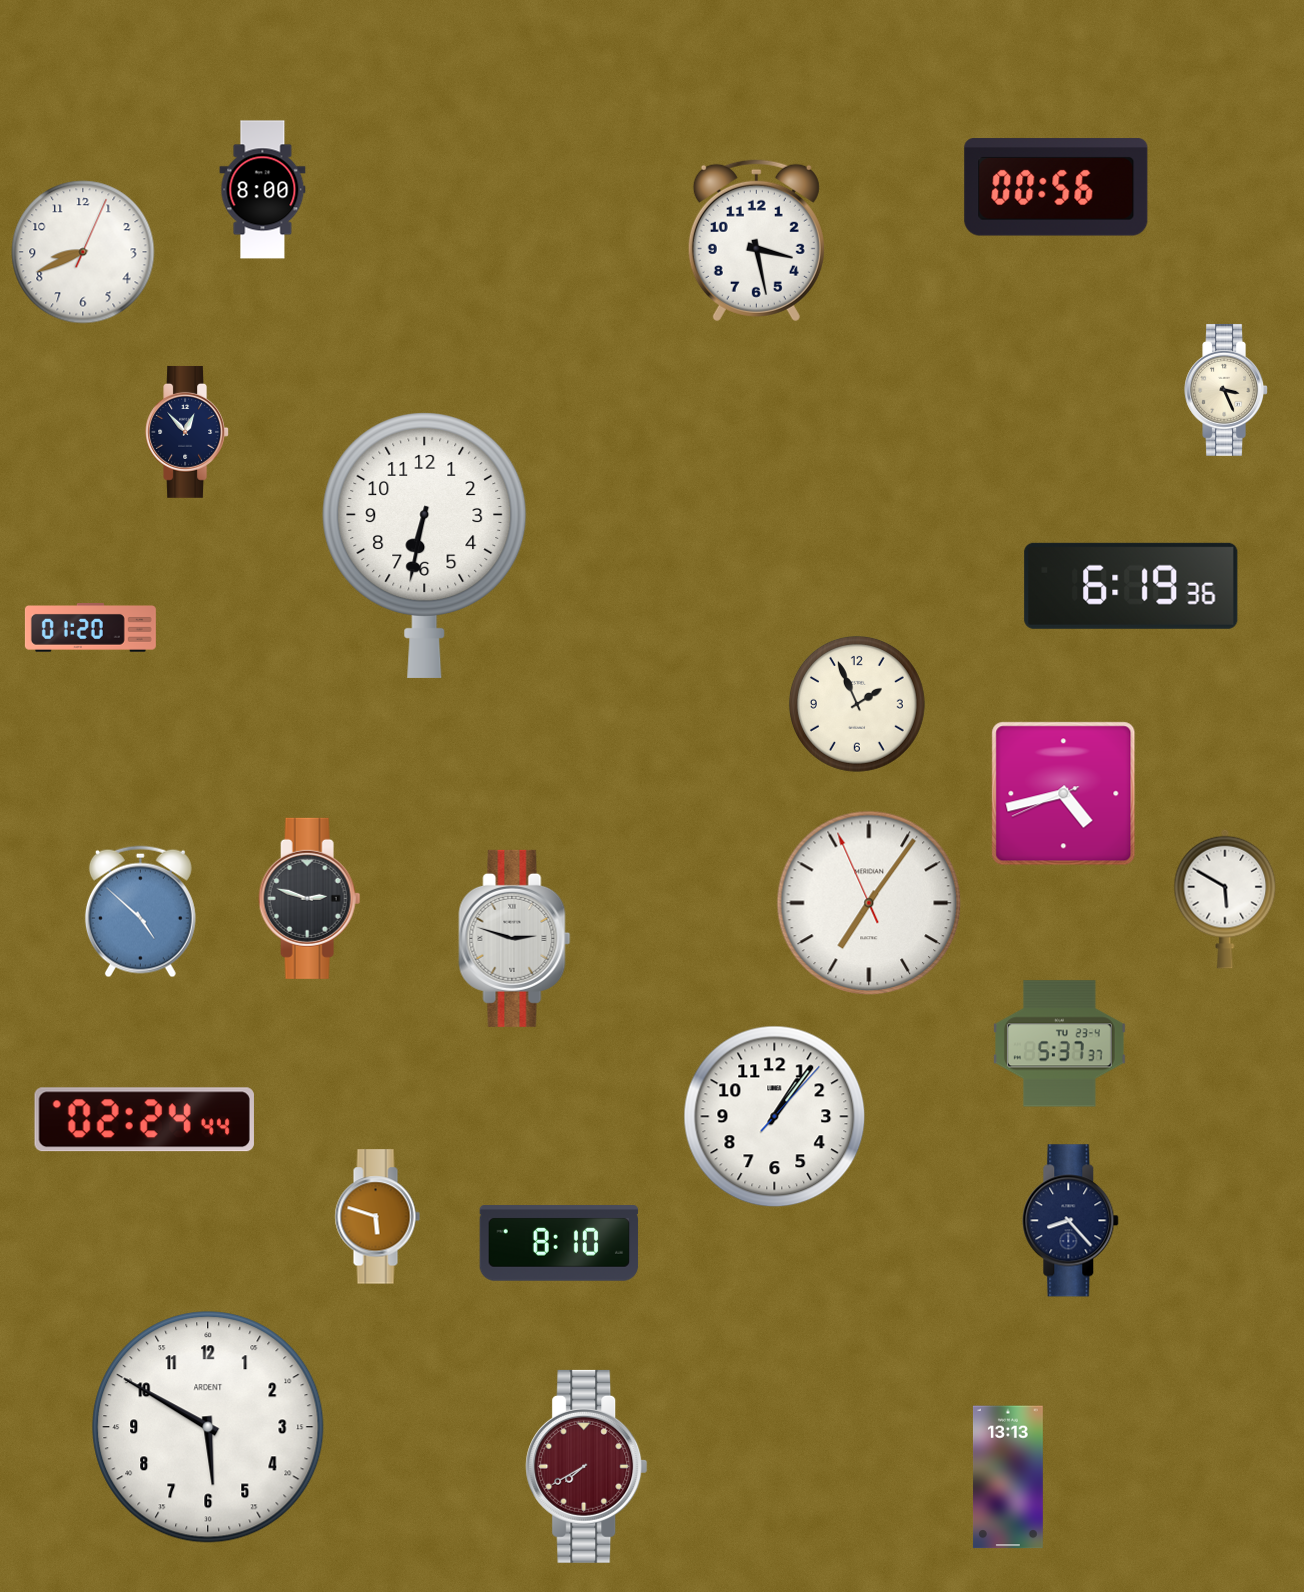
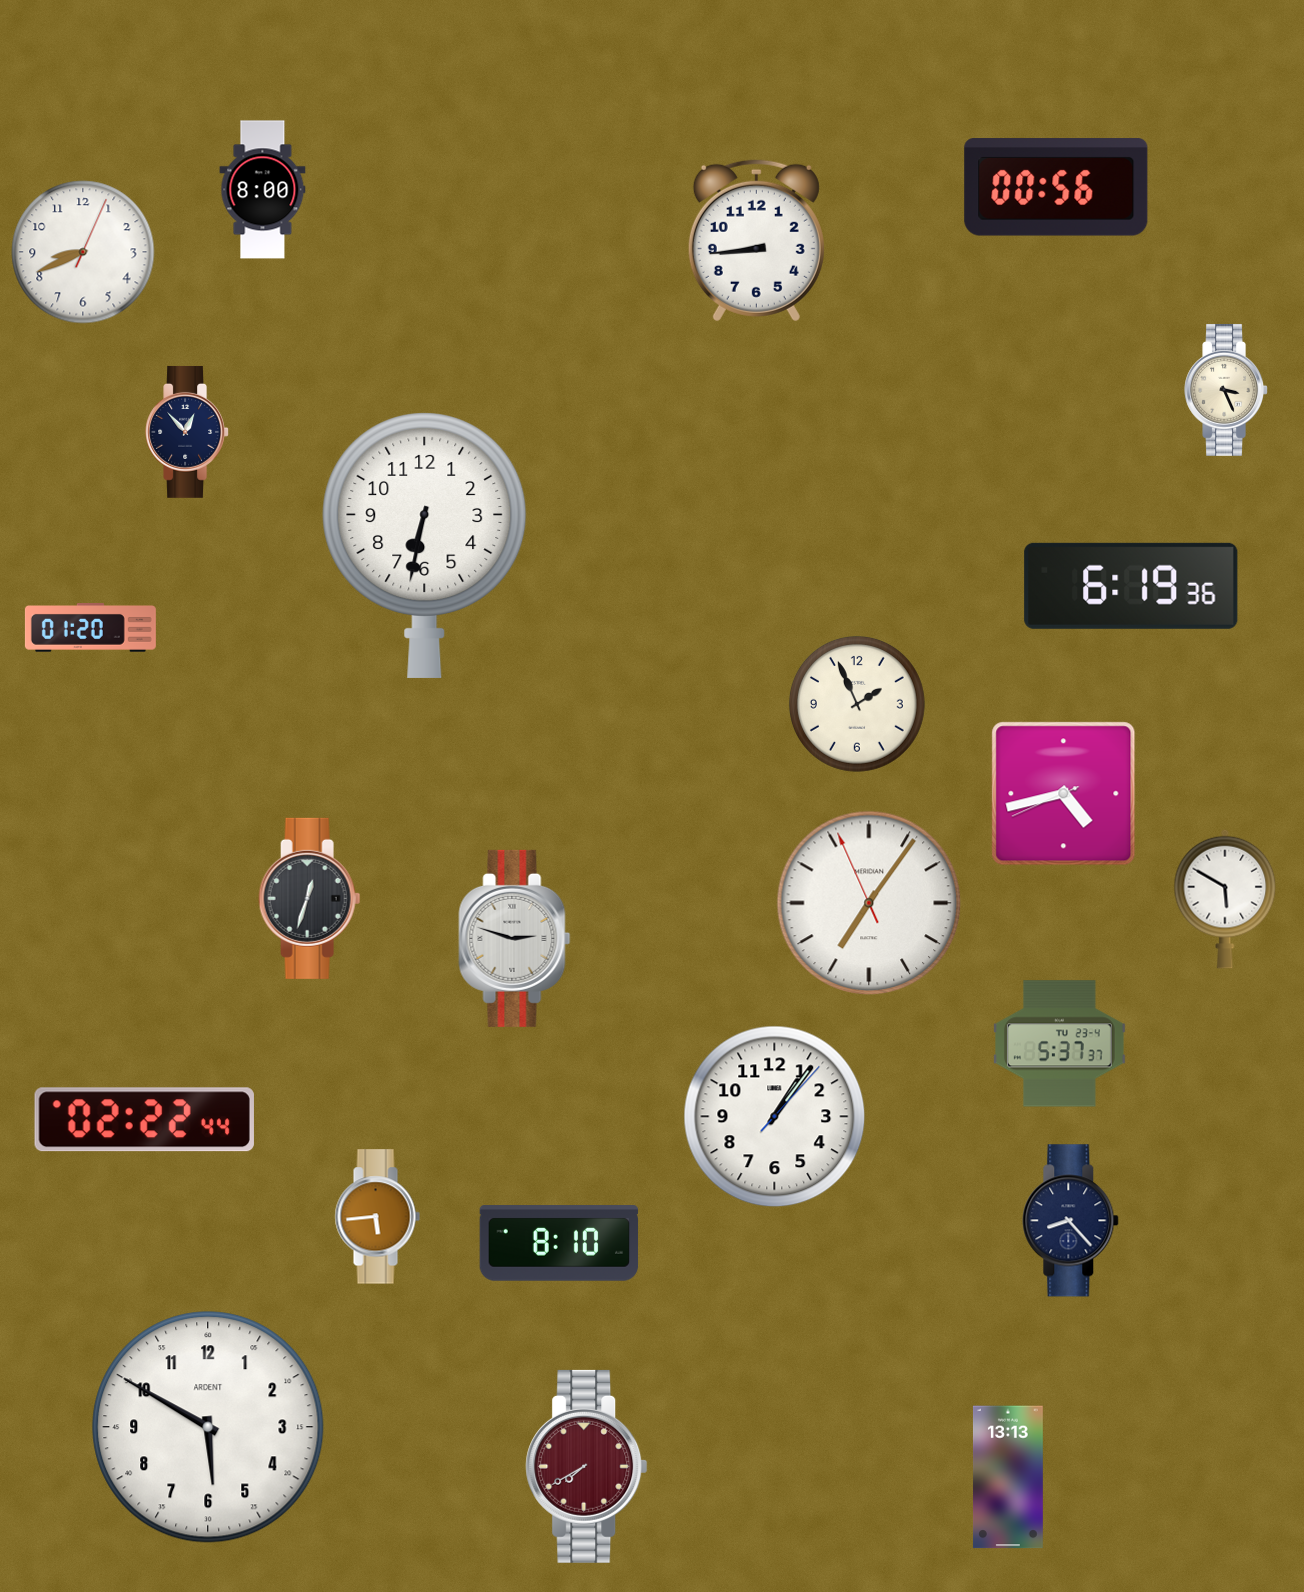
clock at (756, 240): 3:28 -> 8:44
clock at (310, 898): 2:48 -> 12:33
clock at (140, 912): 4:52 -> none
clock at (144, 1120): 02:24 -> 02:22
clock at (377, 1217): 5:48 -> 5:44
